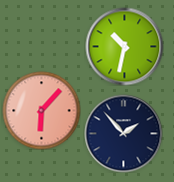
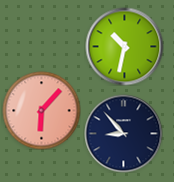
clock at (123, 133): 1:53 -> 8:53
